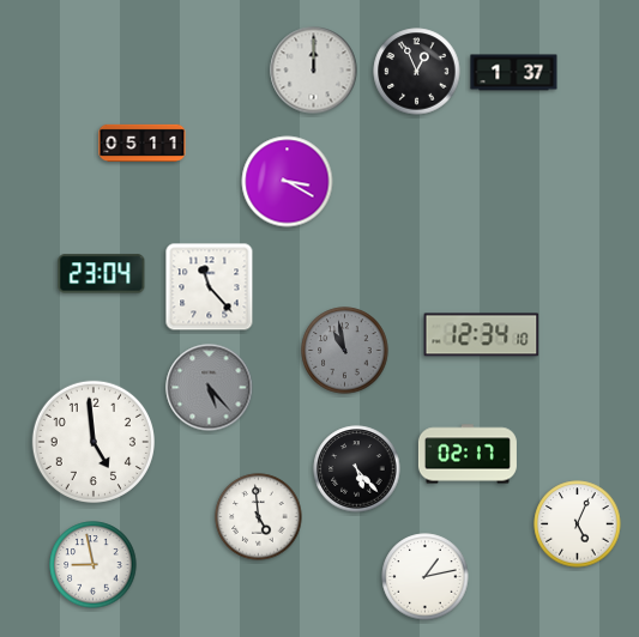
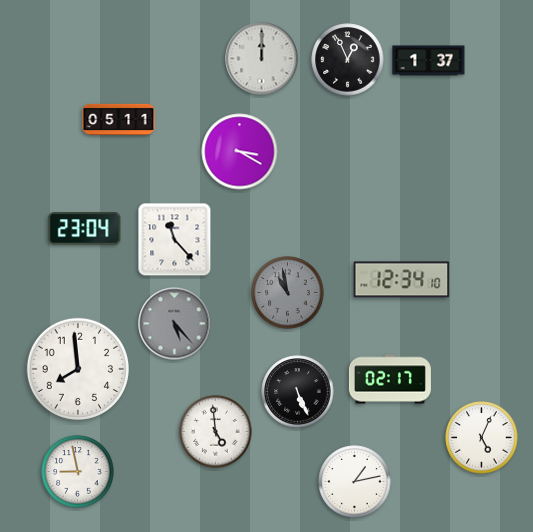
clock at (94, 442): 4:59 -> 7:59
clock at (357, 469): 5:23 -> 5:26
